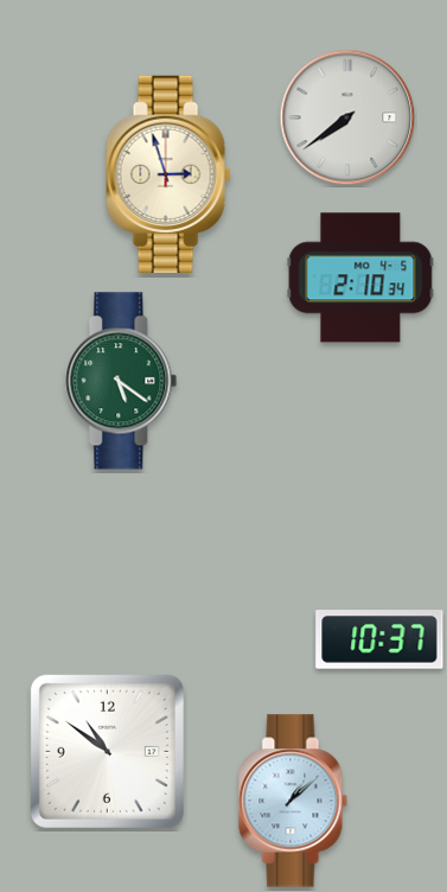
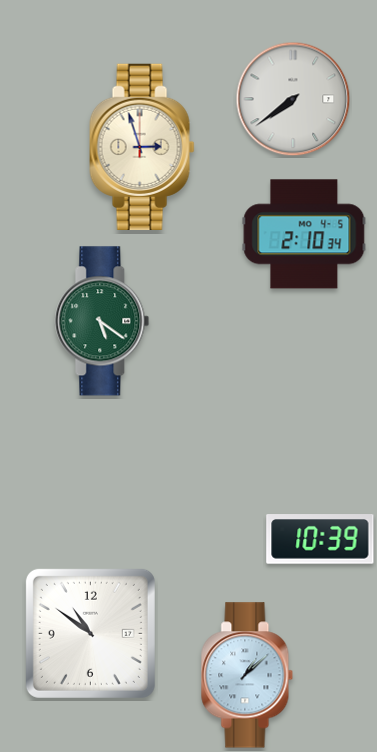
clock at (379, 639): 10:37 -> 10:39
